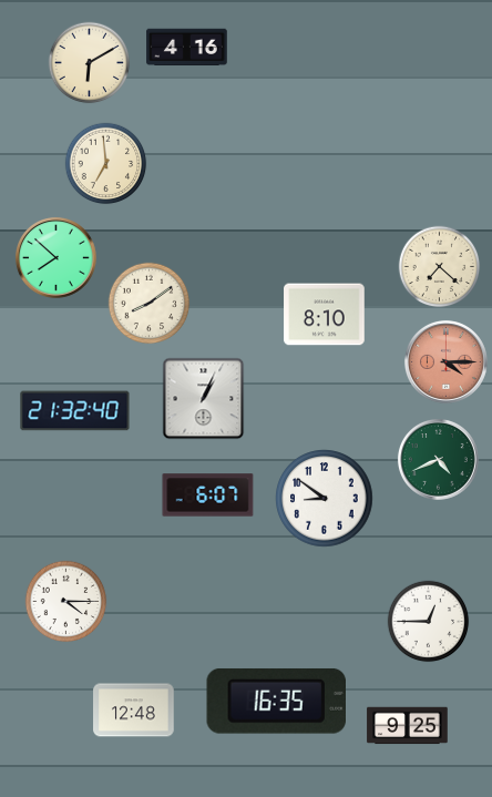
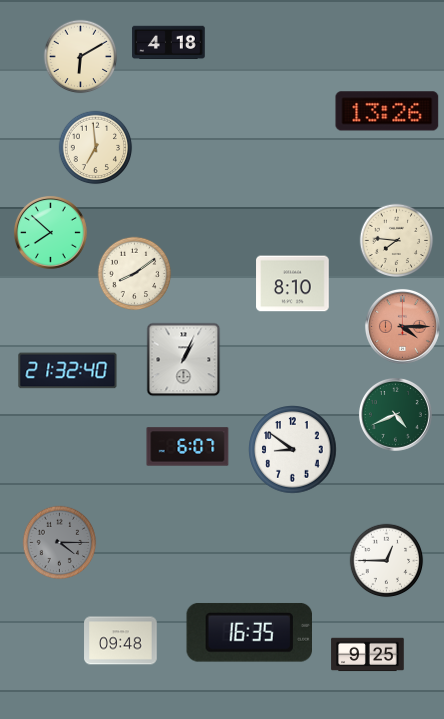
clock at (187, 48): 4:16 -> 4:18
clock at (387, 111): none -> 13:26
clock at (440, 267): 7:22 -> 7:46
clock at (66, 602) dial: white -> grey
clock at (134, 711): 12:48 -> 09:48
